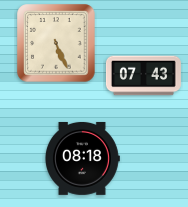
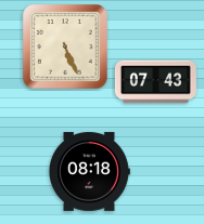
clock at (56, 43) position: (56, 43) -> (65, 47)
